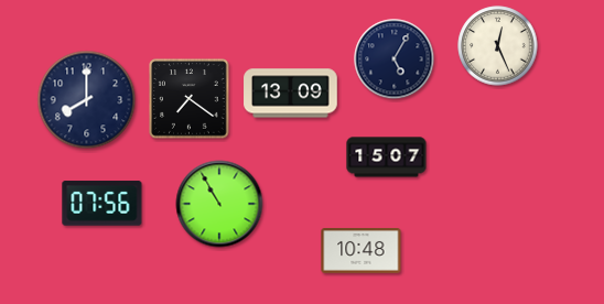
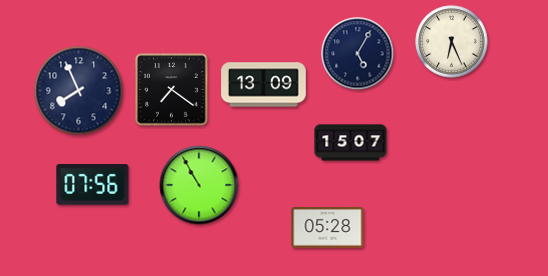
clock at (498, 46): 12:26 -> 6:26
clock at (87, 100): 8:00 -> 7:56
clock at (362, 251): 10:48 -> 05:28
